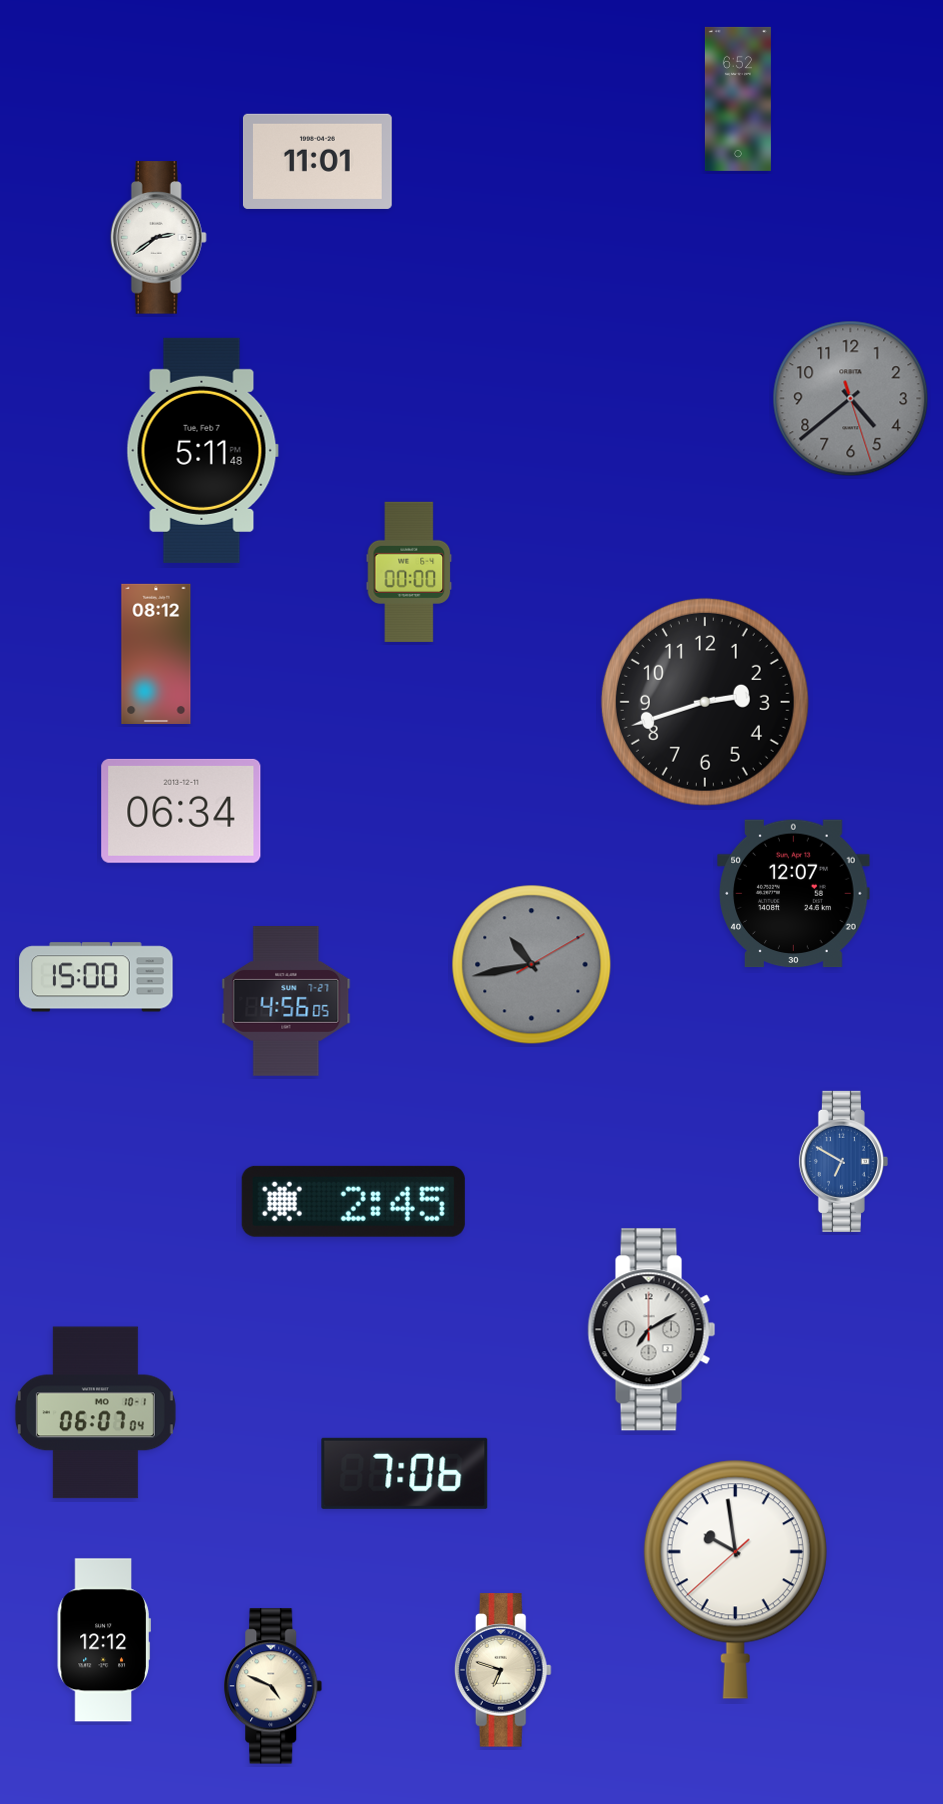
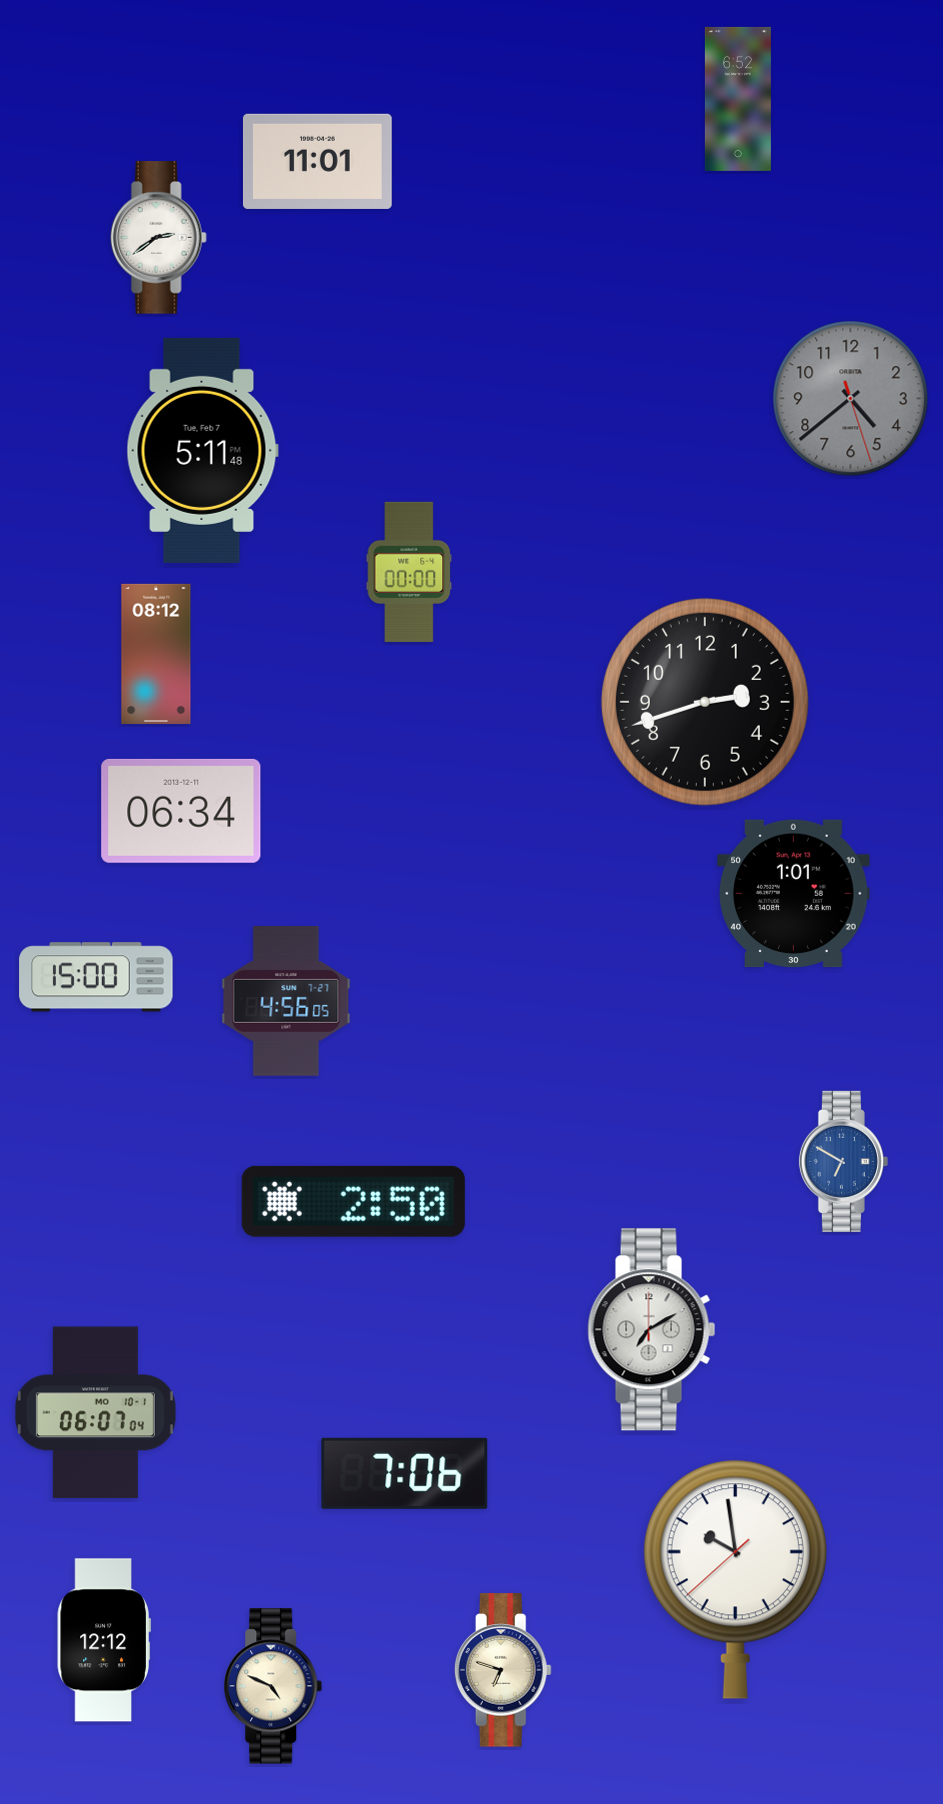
clock at (794, 894): 12:07 -> 1:01
clock at (532, 965): 10:43 -> none
clock at (353, 1201): 2:45 -> 2:50
